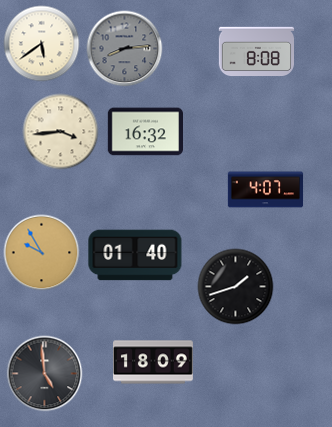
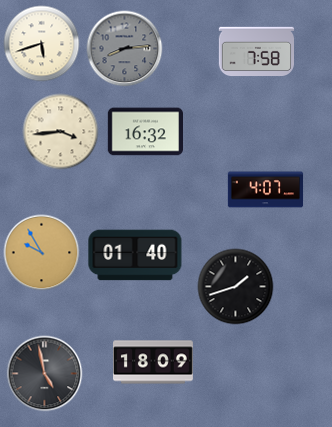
clock at (42, 44): 5:39 -> 5:42
clock at (257, 52): 8:08 -> 7:58
clock at (45, 374): 4:59 -> 4:58
